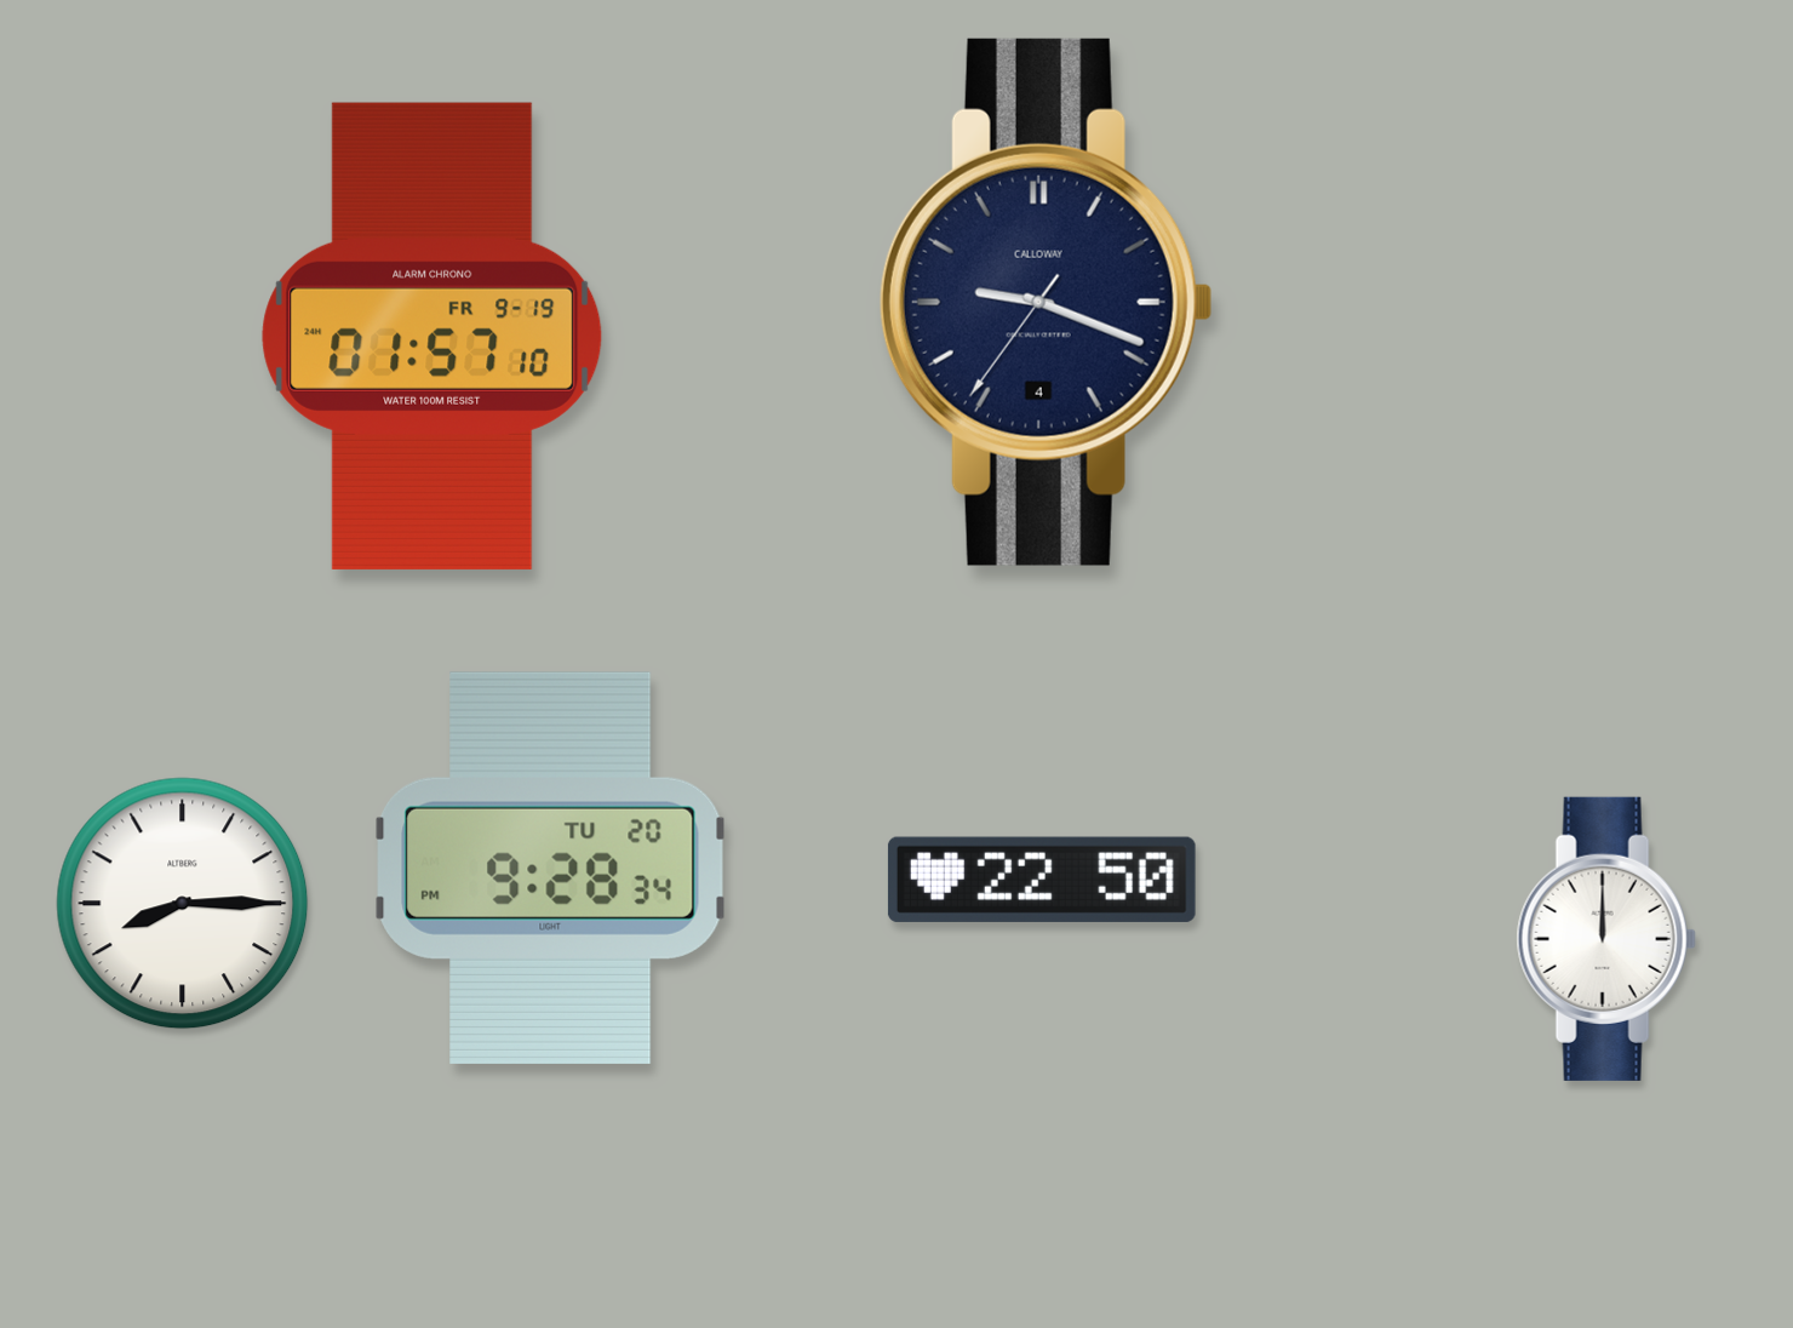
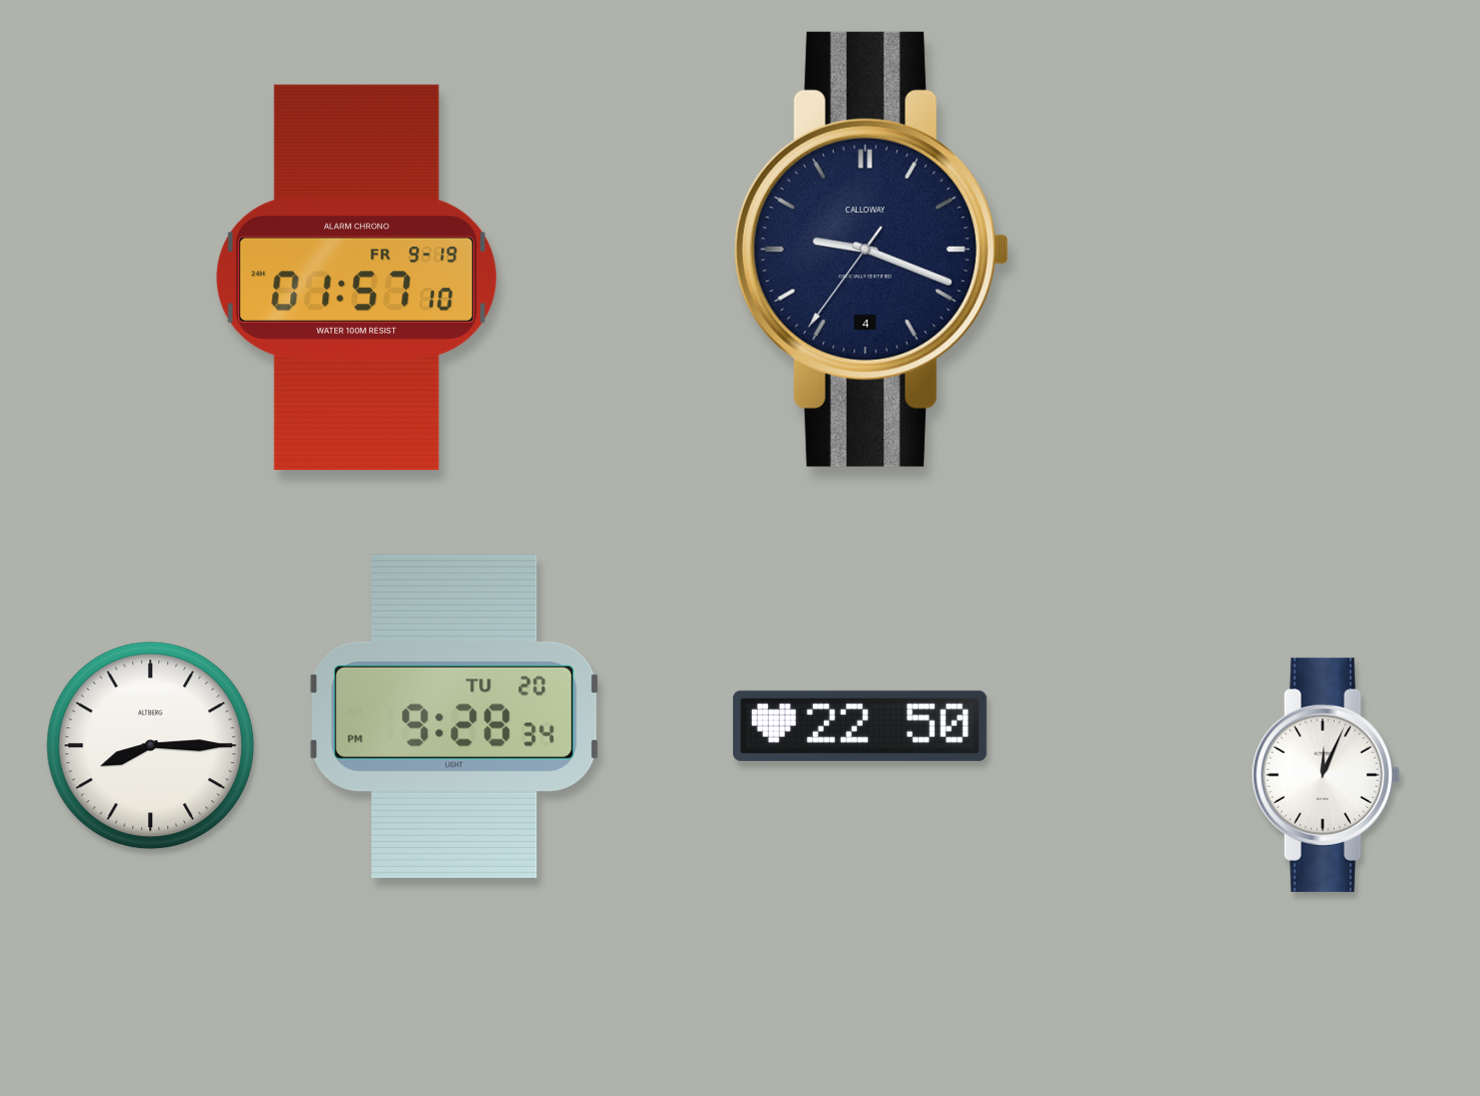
clock at (1046, 302) position: (1046, 302) -> (871, 249)
clock at (1606, 939): 12:00 -> 12:04
